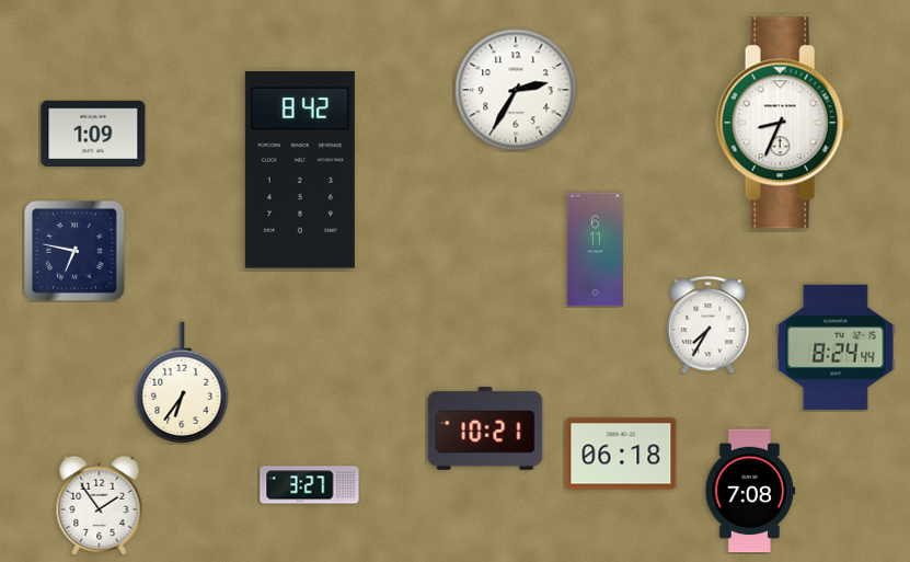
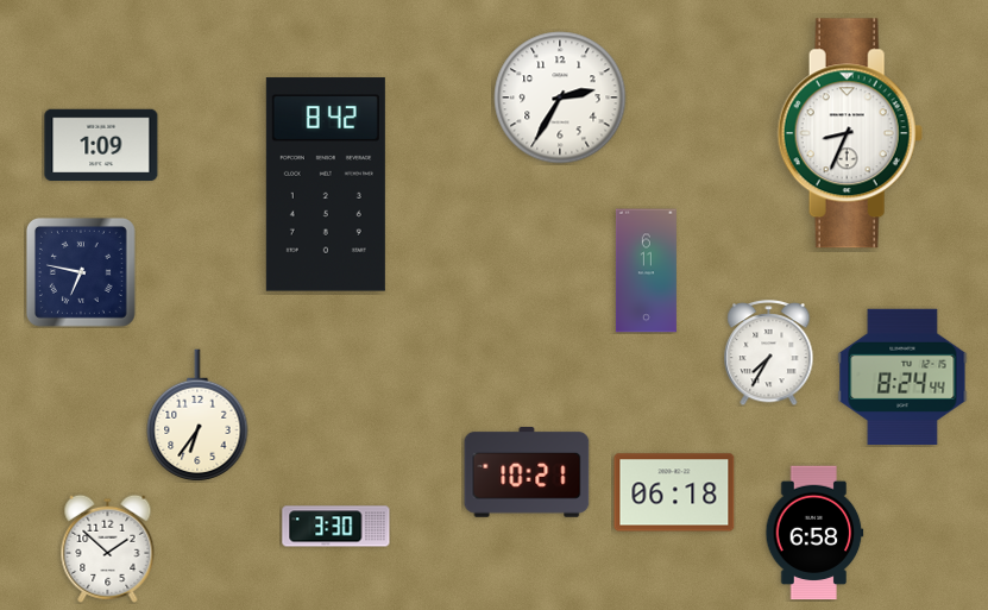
clock at (836, 346) position: (836, 346) -> (902, 376)
clock at (485, 429) position: (485, 429) -> (527, 473)
clock at (310, 485): 3:27 -> 3:30
clock at (750, 491): 7:08 -> 6:58
clock at (100, 505): 1:54 -> 1:52
